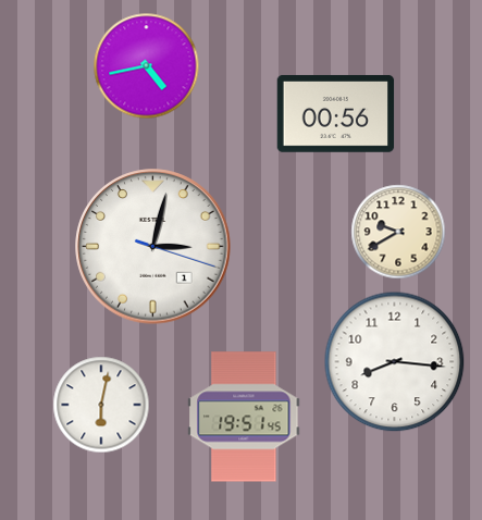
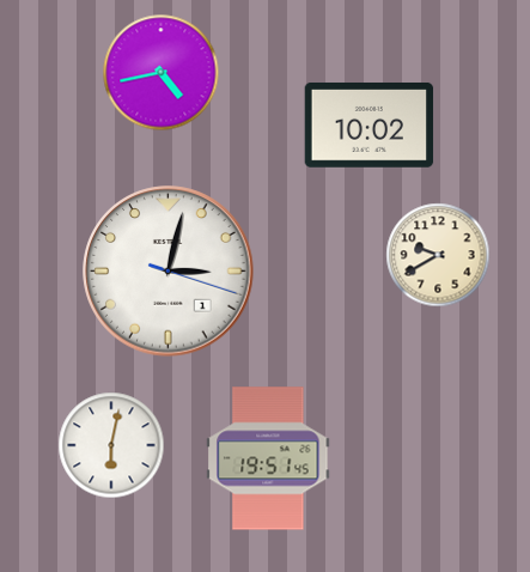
clock at (336, 114): 00:56 -> 10:02
clock at (395, 362): 8:16 -> none
